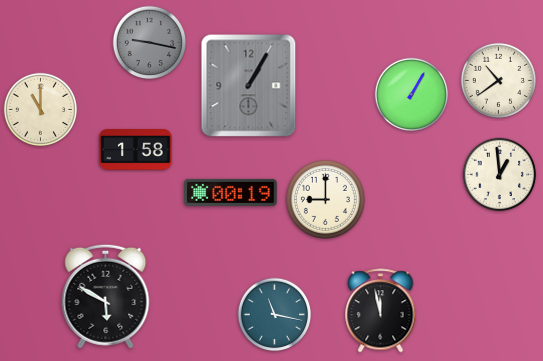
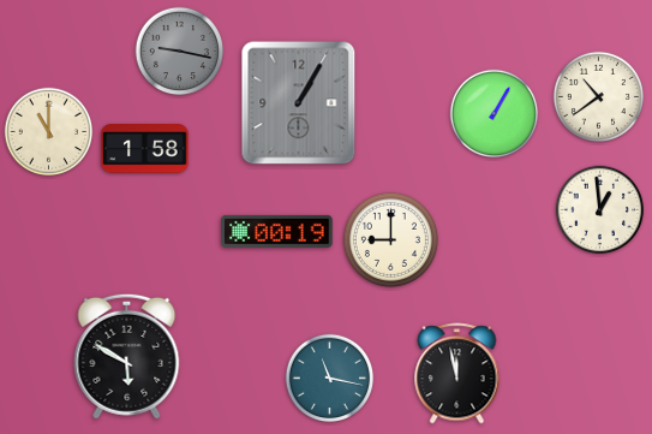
clock at (136, 150) position: (136, 150) -> (145, 149)
